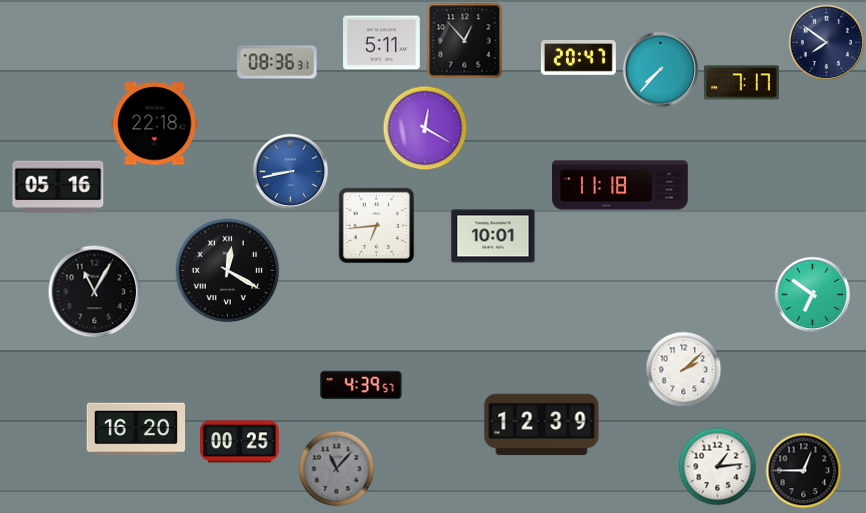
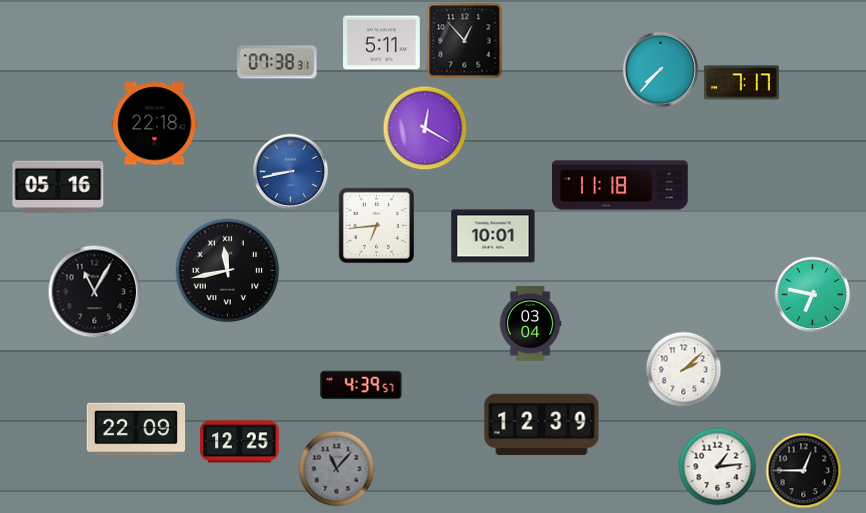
clock at (827, 43): 7:51 -> none
clock at (578, 57): 20:47 -> none
clock at (277, 62): 08:36 -> 07:38
clock at (228, 271): 12:20 -> 11:43
clock at (813, 295): 6:51 -> 6:47
clock at (530, 323): none -> 03:04
clock at (136, 429): 16:20 -> 22:09
clock at (240, 442): 00:25 -> 12:25
